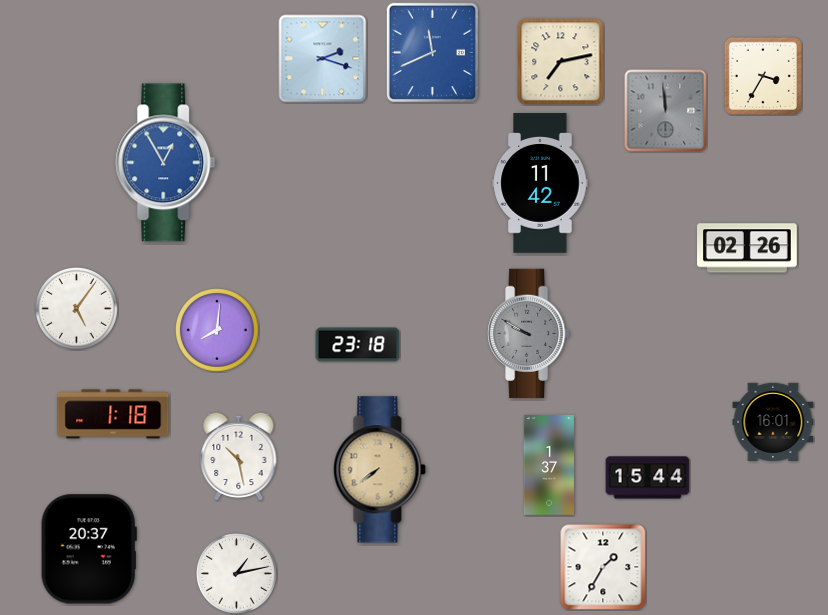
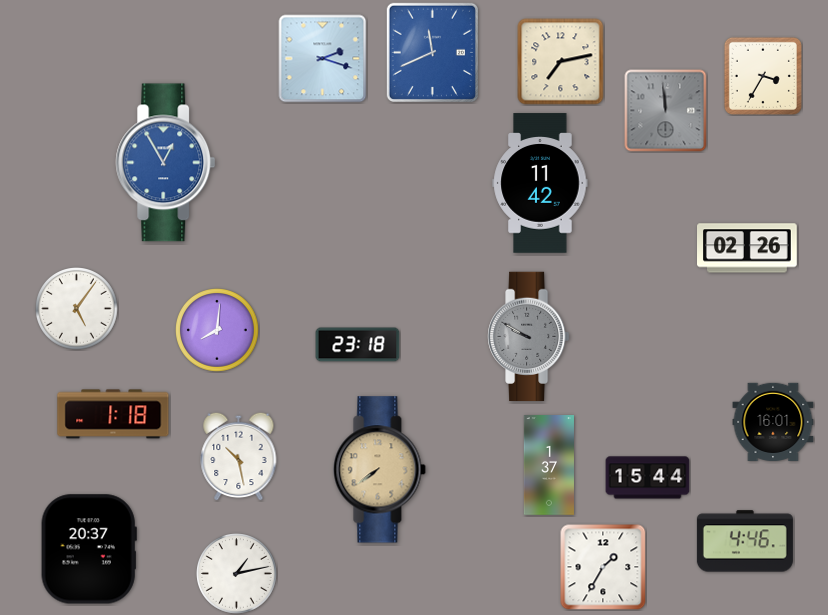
clock at (529, 333) position: (529, 333) -> (529, 336)
clock at (745, 541): none -> 4:46
